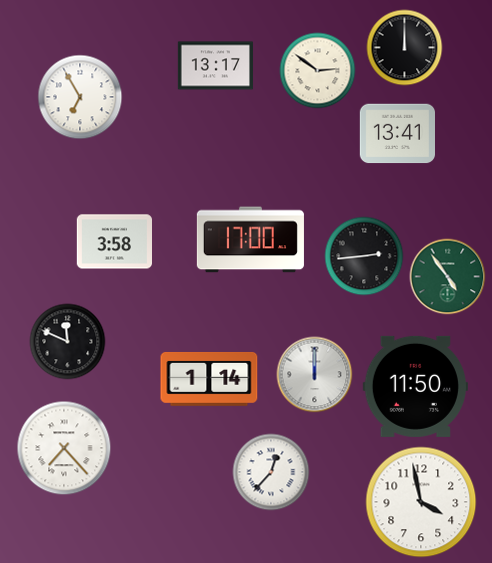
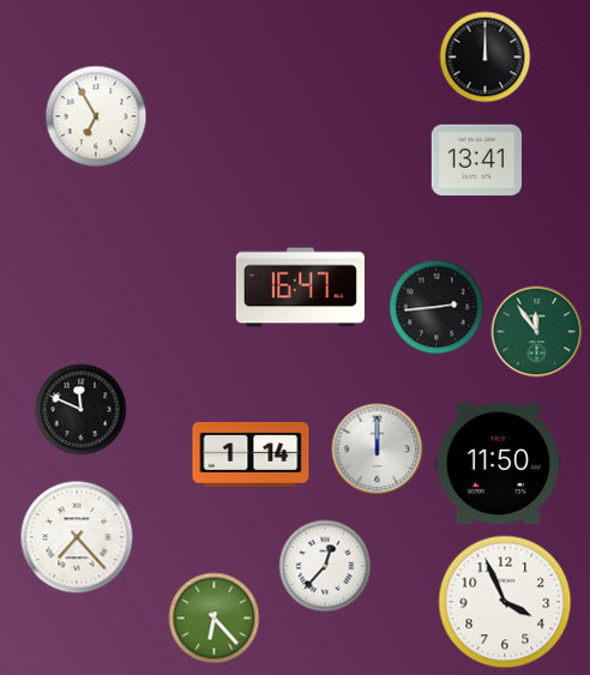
clock at (215, 66): 13:17 -> none
clock at (318, 71): 2:51 -> none
clock at (250, 240): 17:00 -> 16:47
clock at (114, 242): 3:58 -> none
clock at (448, 277): 4:54 -> 11:54
clock at (421, 502): 3:58 -> 3:56
clock at (215, 619): none -> 6:23
